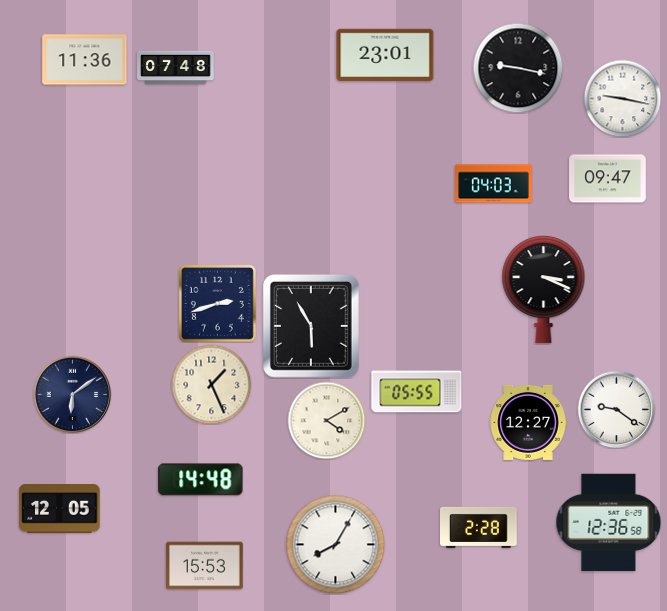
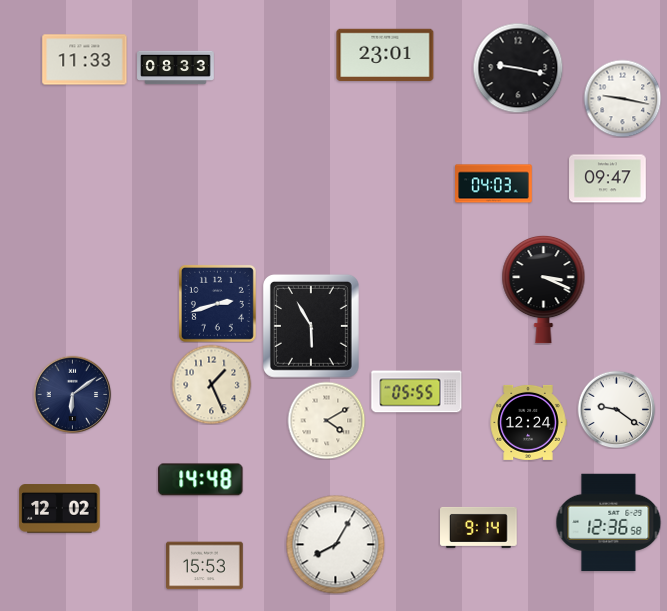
clock at (85, 60): 11:36 -> 11:33
clock at (176, 68): 07:48 -> 08:33
clock at (528, 422): 12:27 -> 12:24
clock at (60, 509): 12:05 -> 12:02
clock at (479, 527): 2:28 -> 9:14
